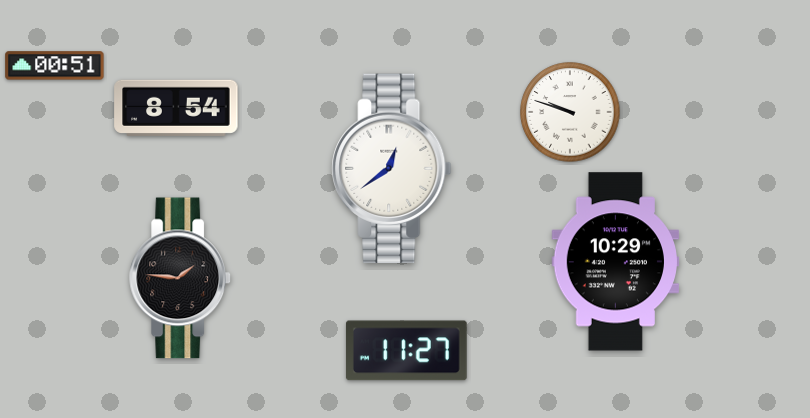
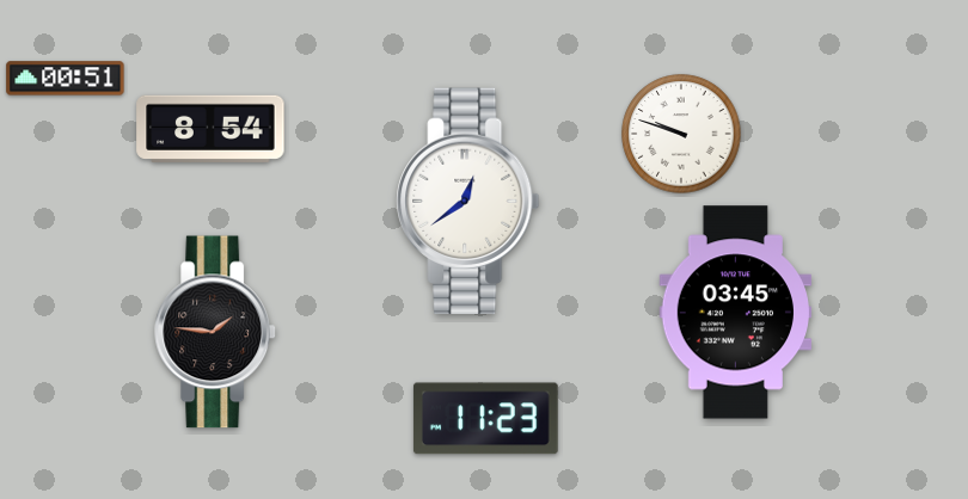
clock at (616, 262): 10:29 -> 03:45
clock at (406, 351): 11:27 -> 11:23
